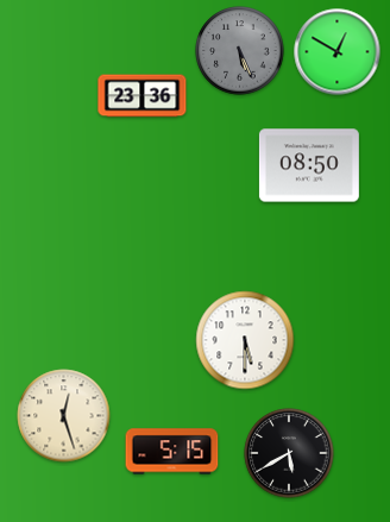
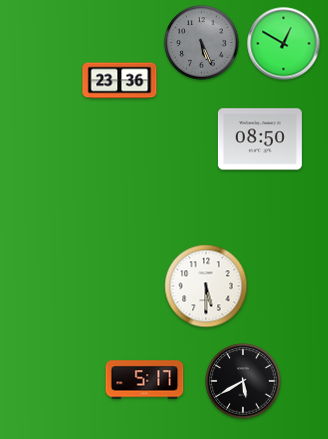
clock at (64, 416): 12:27 -> none
clock at (172, 452): 5:15 -> 5:17
